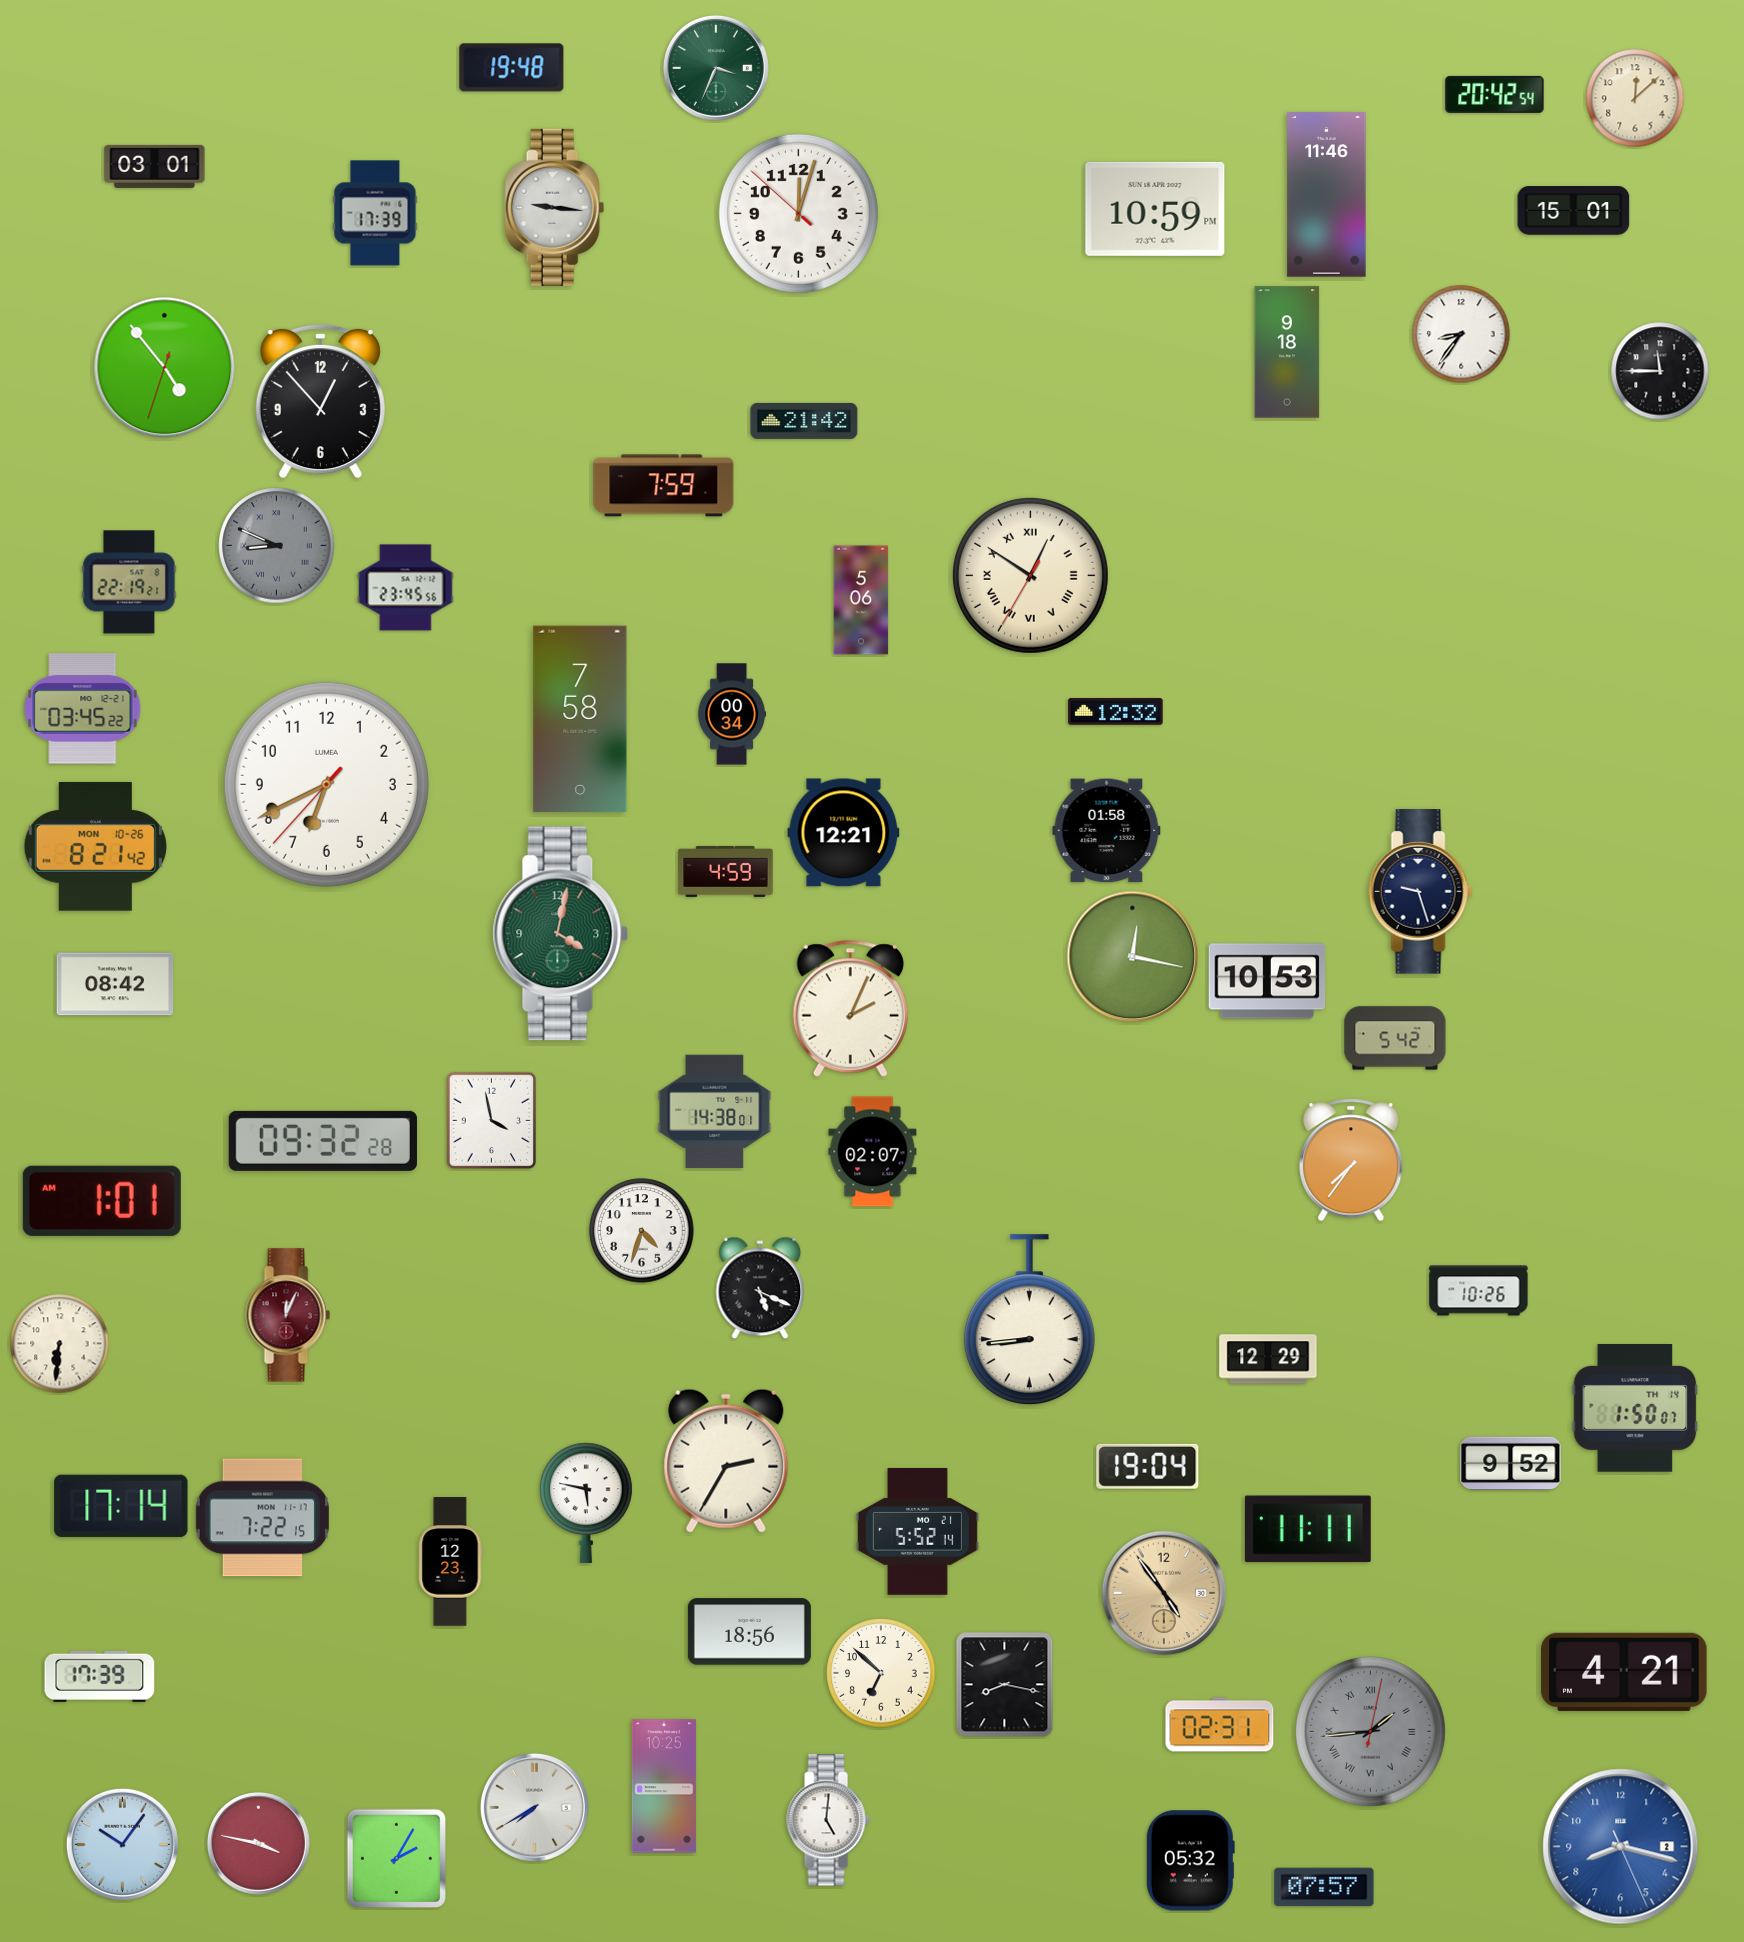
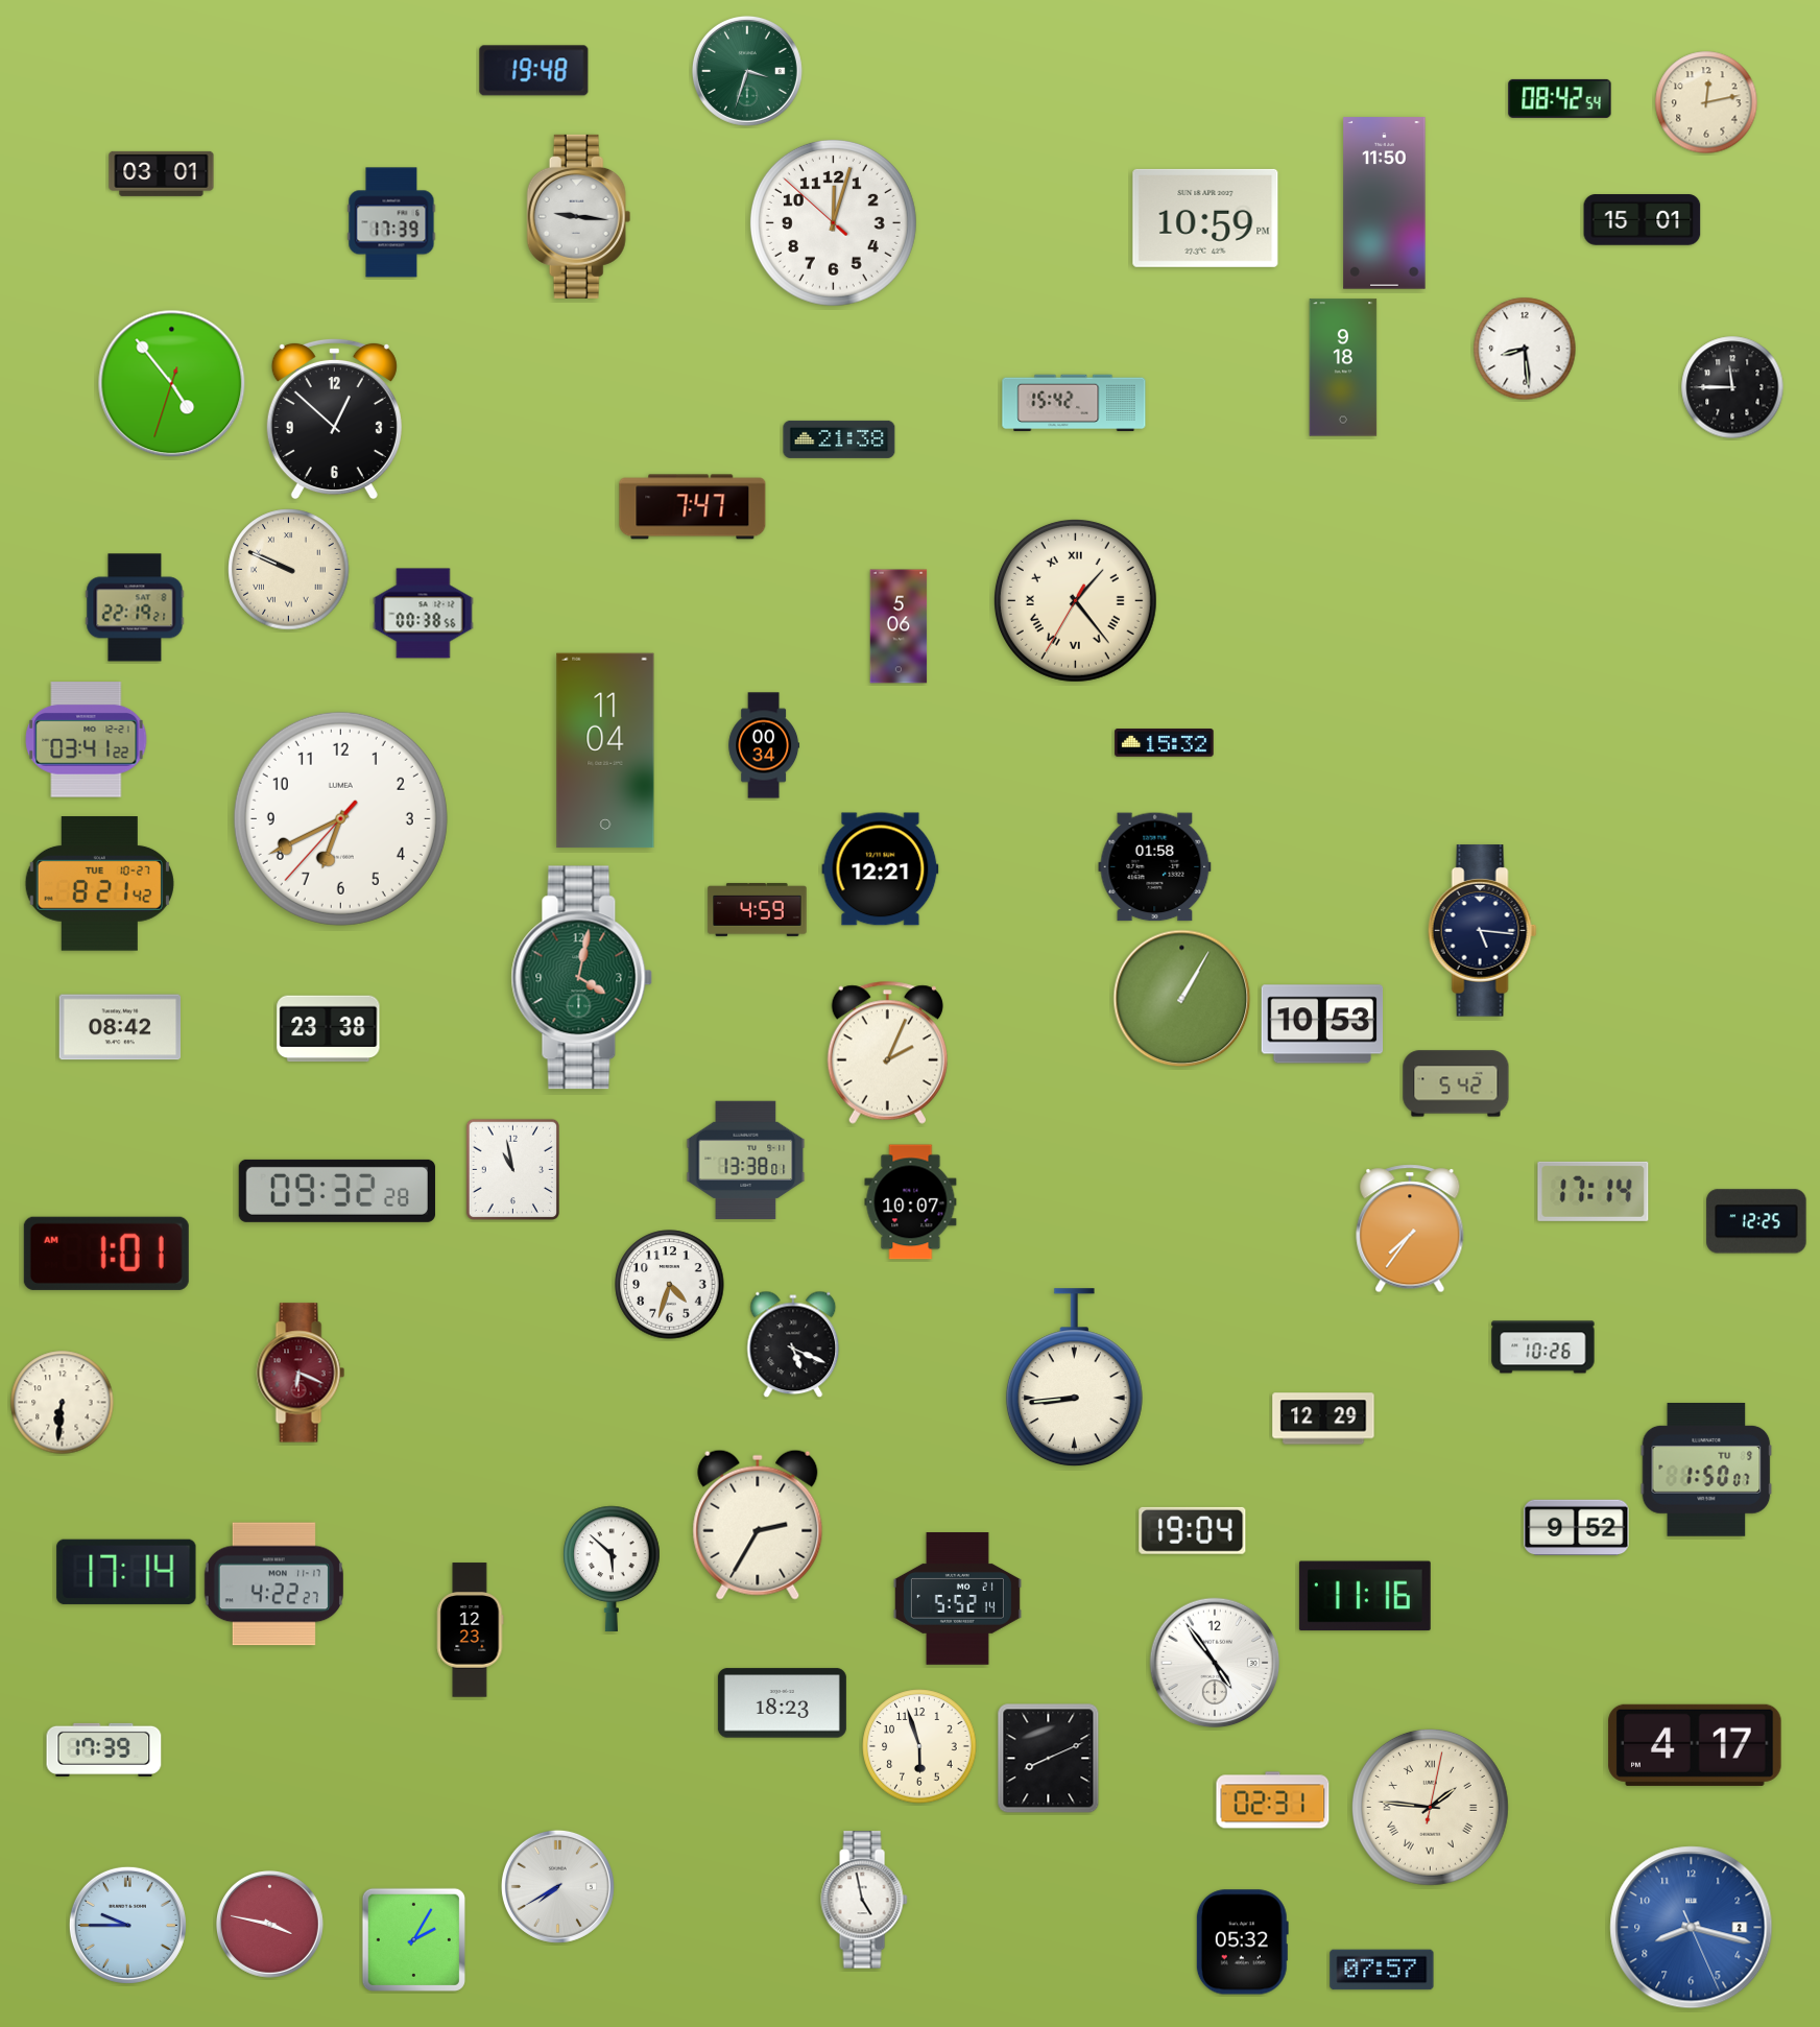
clock at (716, 68): 3:34 -> 3:33
clock at (1495, 94): 20:42 -> 08:42
clock at (1635, 98): 12:08 -> 12:13
clock at (1327, 195): 11:46 -> 11:50
clock at (1461, 334): 8:36 -> 8:29
clock at (1074, 403): none -> 15:42
clock at (320, 401): 12:53 -> 12:52
clock at (804, 421): 21:42 -> 21:38
clock at (664, 486): 7:59 -> 7:47
clock at (277, 546): 8:49 -> 9:49
clock at (277, 546) dial: grey -> cream
clock at (1030, 575): 12:50 -> 1:23
clock at (406, 588): 23:45 -> 00:38
clock at (83, 709): 03:45 -> 03:41
clock at (1116, 712): 12:32 -> 15:32
clock at (580, 719): 7:58 -> 11:04
clock at (95, 847) date: MON 10-26 -> TUE 10-27
clock at (1420, 892): 9:27 -> 5:16
clock at (561, 934) position: (561, 934) -> (582, 978)
clock at (1133, 957): 12:17 -> 1:05
clock at (329, 1029): none -> 23:38
clock at (715, 1112): 14:38 -> 13:38
clock at (491, 1121): 3:58 -> 10:58
clock at (1594, 1191): none -> 17:14
clock at (873, 1152): 02:07 -> 10:07
clock at (1351, 1160) position: (1351, 1160) -> (1410, 1229)
clock at (1756, 1221): none -> 12:25
clock at (288, 1315): 12:04 -> 6:19
clock at (1635, 1409) date: TH 14 -> TU 9
clock at (1148, 1466) position: (1148, 1466) -> (1193, 1530)
clock at (586, 1503): 5:47 -> 5:52
clock at (262, 1518): 7:22 -> 4:22
clock at (1308, 1529): 11:11 -> 11:16
clock at (1164, 1593) dial: champagne -> white
clock at (749, 1632): 18:56 -> 18:23
clock at (1624, 1672): 4:21 -> 4:17
clock at (881, 1673): 6:52 -> 5:57
clock at (1005, 1685): 8:17 -> 8:11
clock at (1370, 1731): 1:44 -> 1:46
clock at (1370, 1731) dial: grey -> cream
clock at (664, 1786): 10:25 -> none
clock at (828, 1820): 5:01 -> 4:58
clock at (122, 1844): 10:06 -> 9:45
